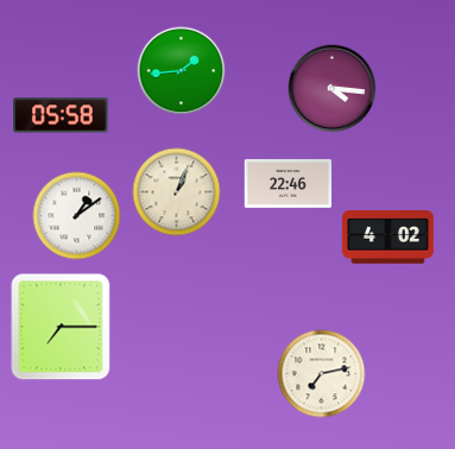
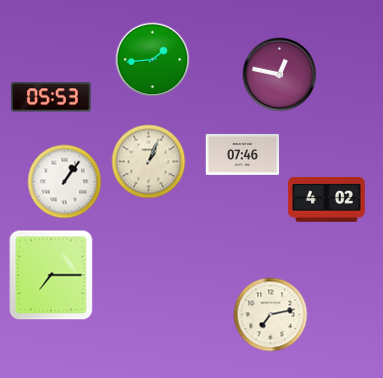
clock at (333, 89): 4:16 -> 12:47
clock at (61, 115): 05:58 -> 05:53
clock at (289, 183): 22:46 -> 07:46
clock at (77, 216): 1:09 -> 1:06
